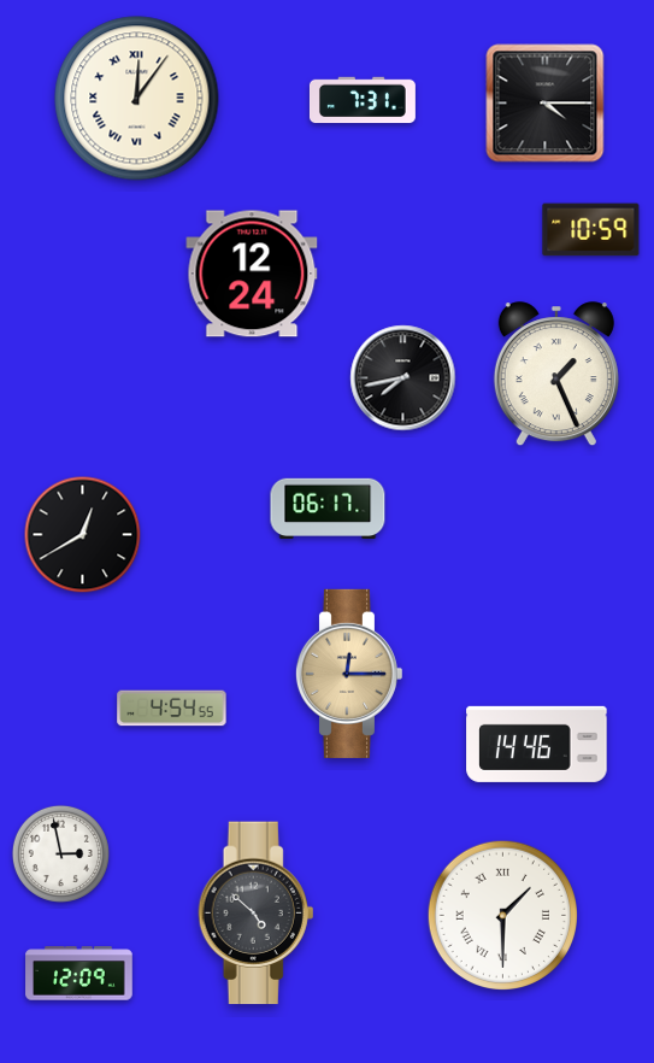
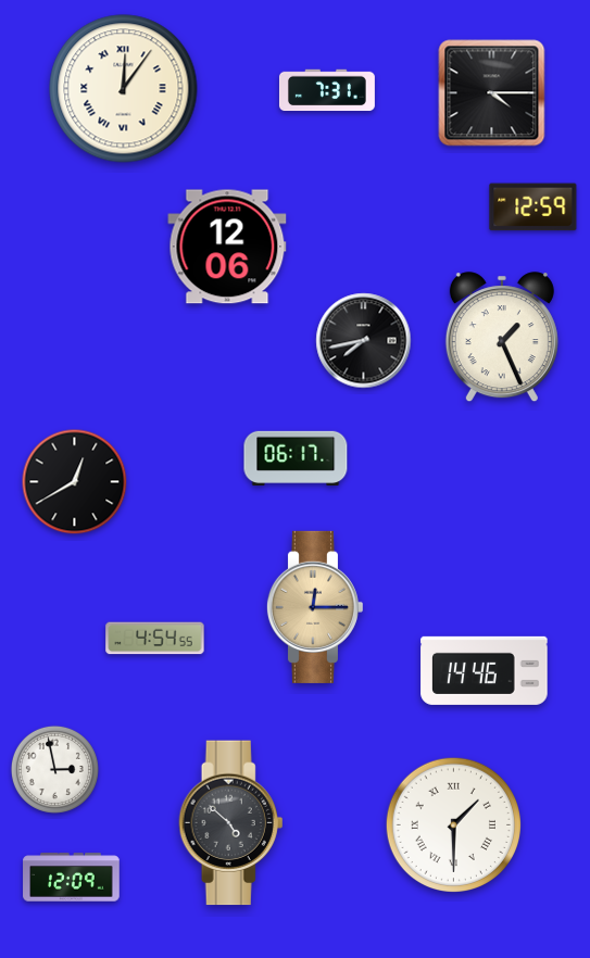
clock at (591, 230): 10:59 -> 12:59
clock at (252, 274): 12:24 -> 12:06
